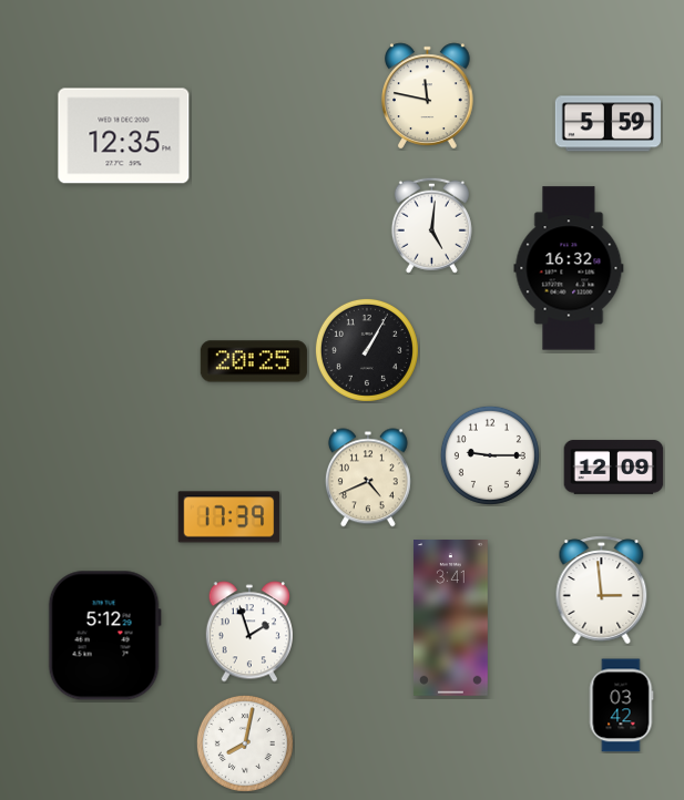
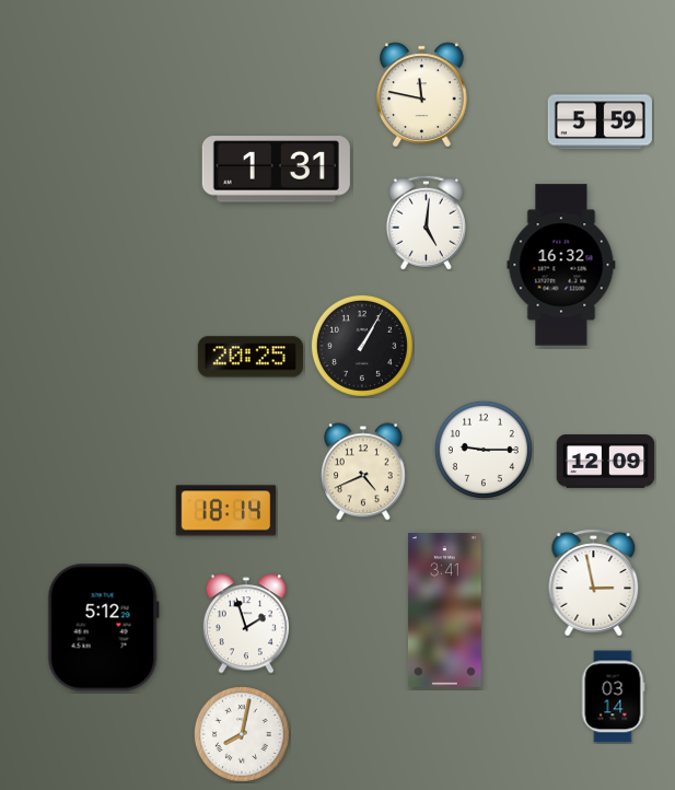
clock at (124, 136): 12:35 -> none
clock at (276, 170): none -> 1:31
clock at (229, 517): 17:39 -> 18:14
clock at (602, 591): 2:59 -> 2:58
clock at (621, 706): 03:42 -> 03:14
